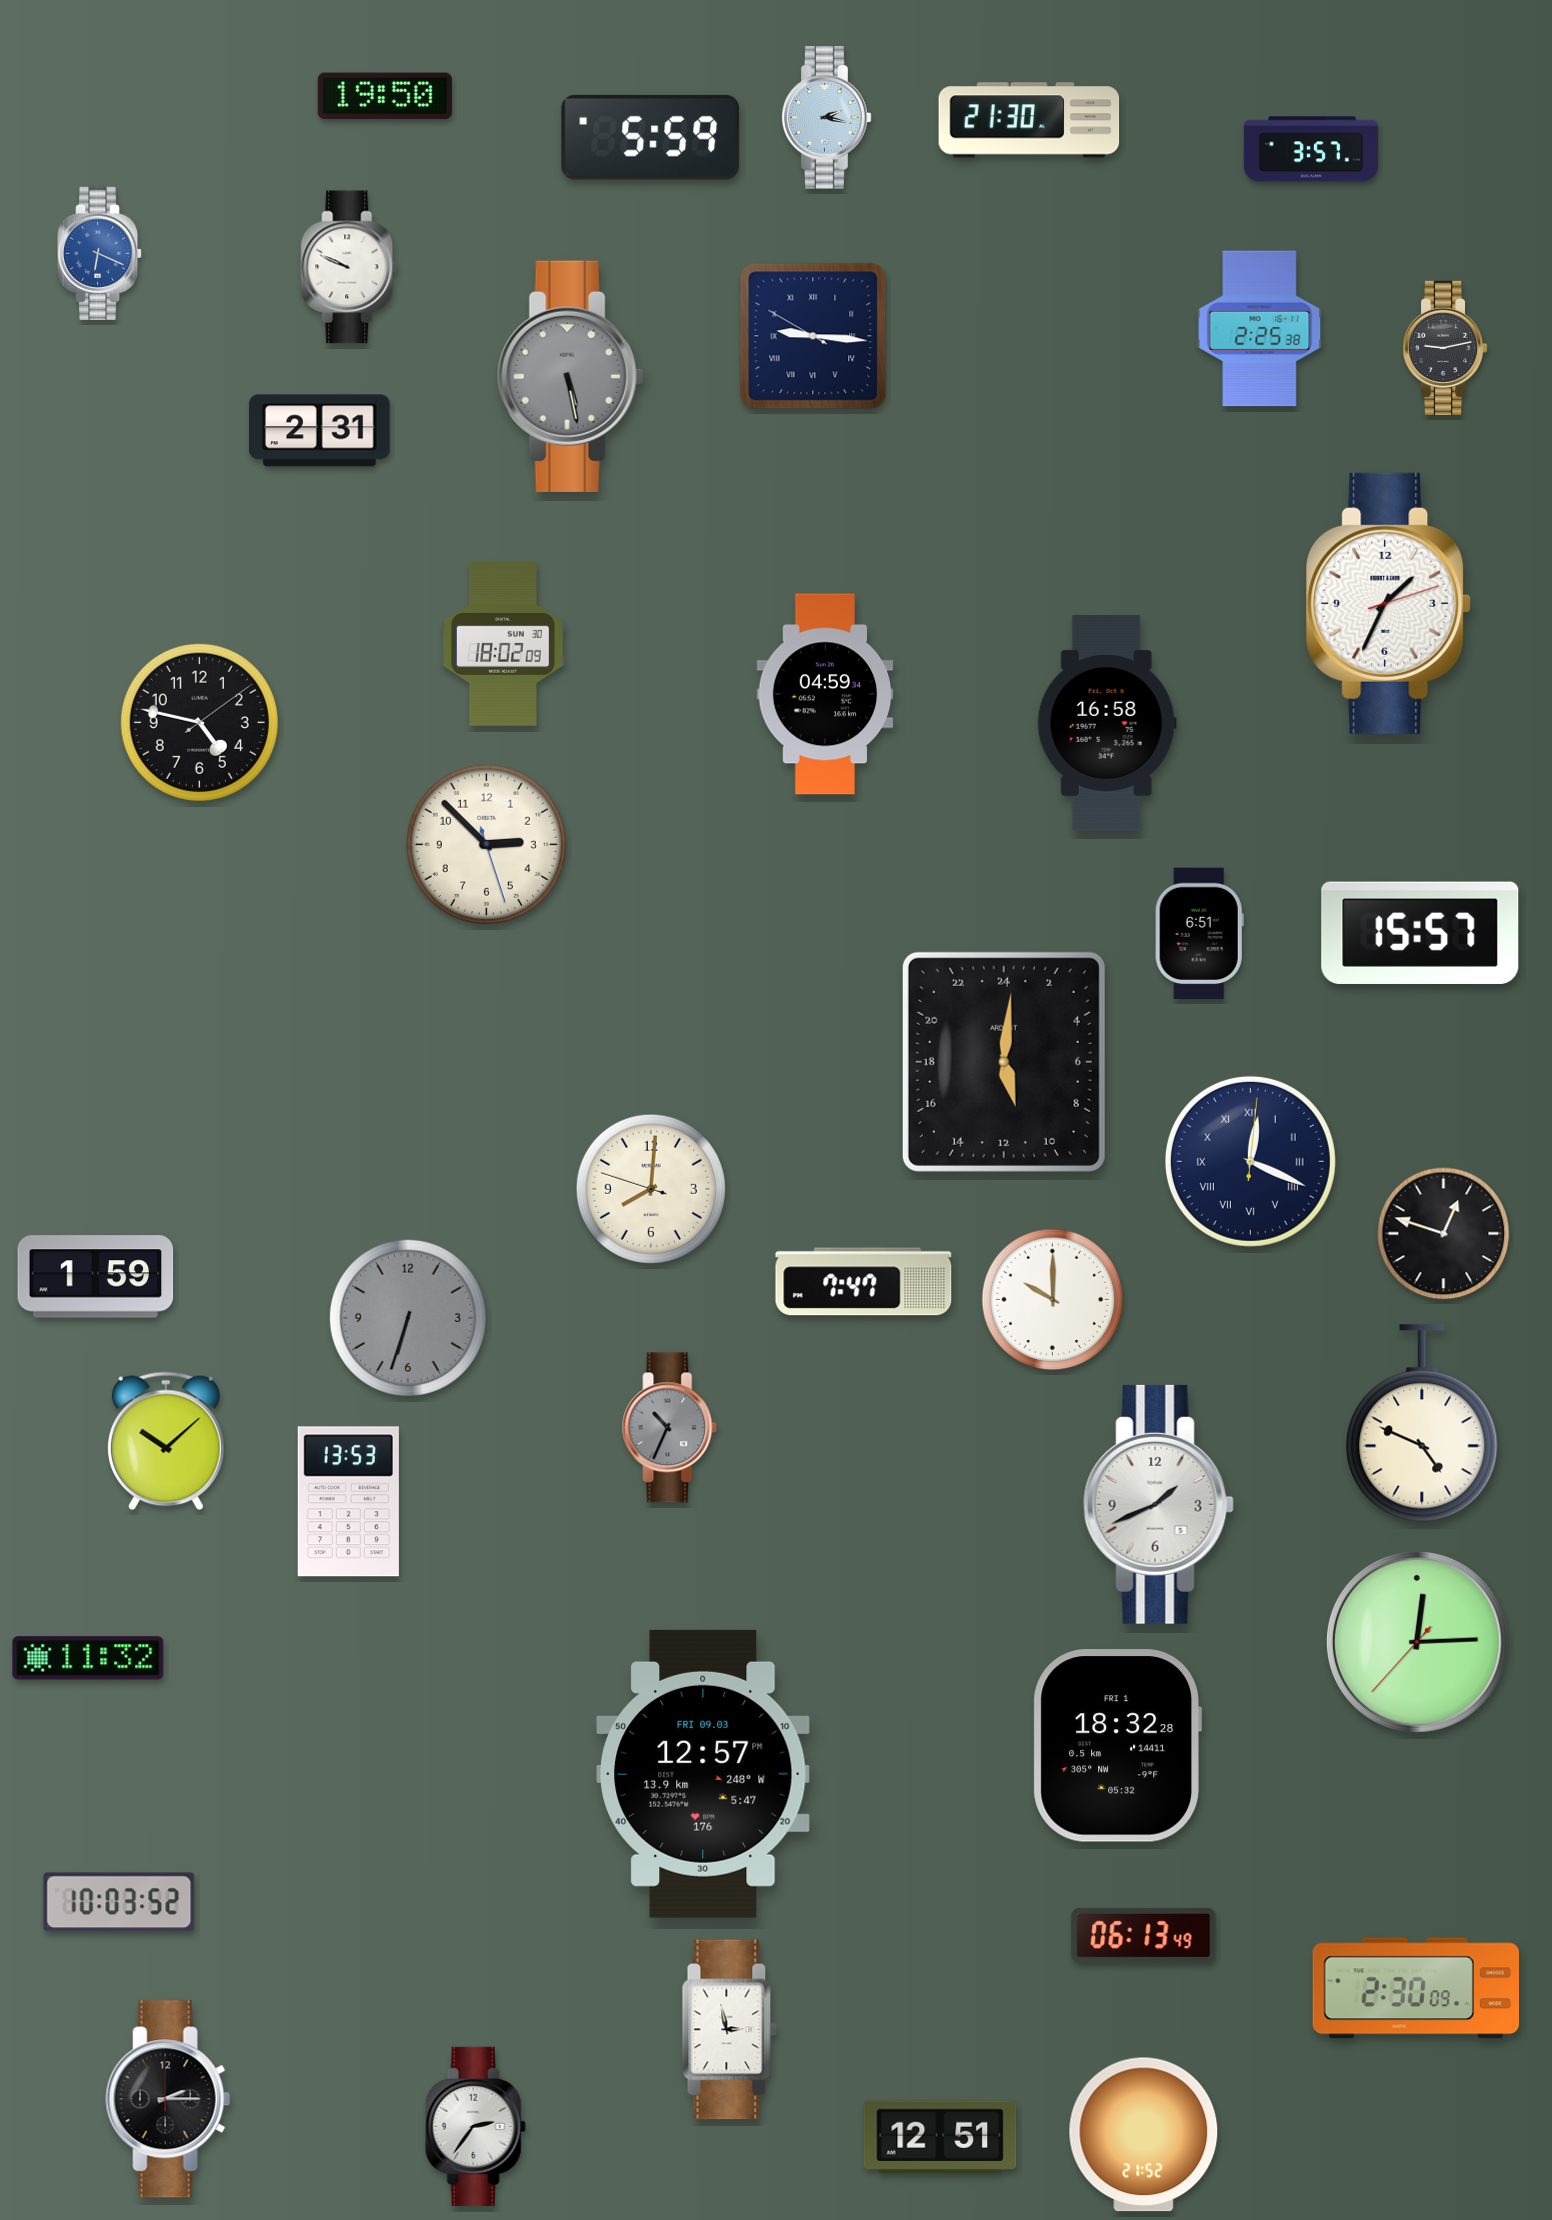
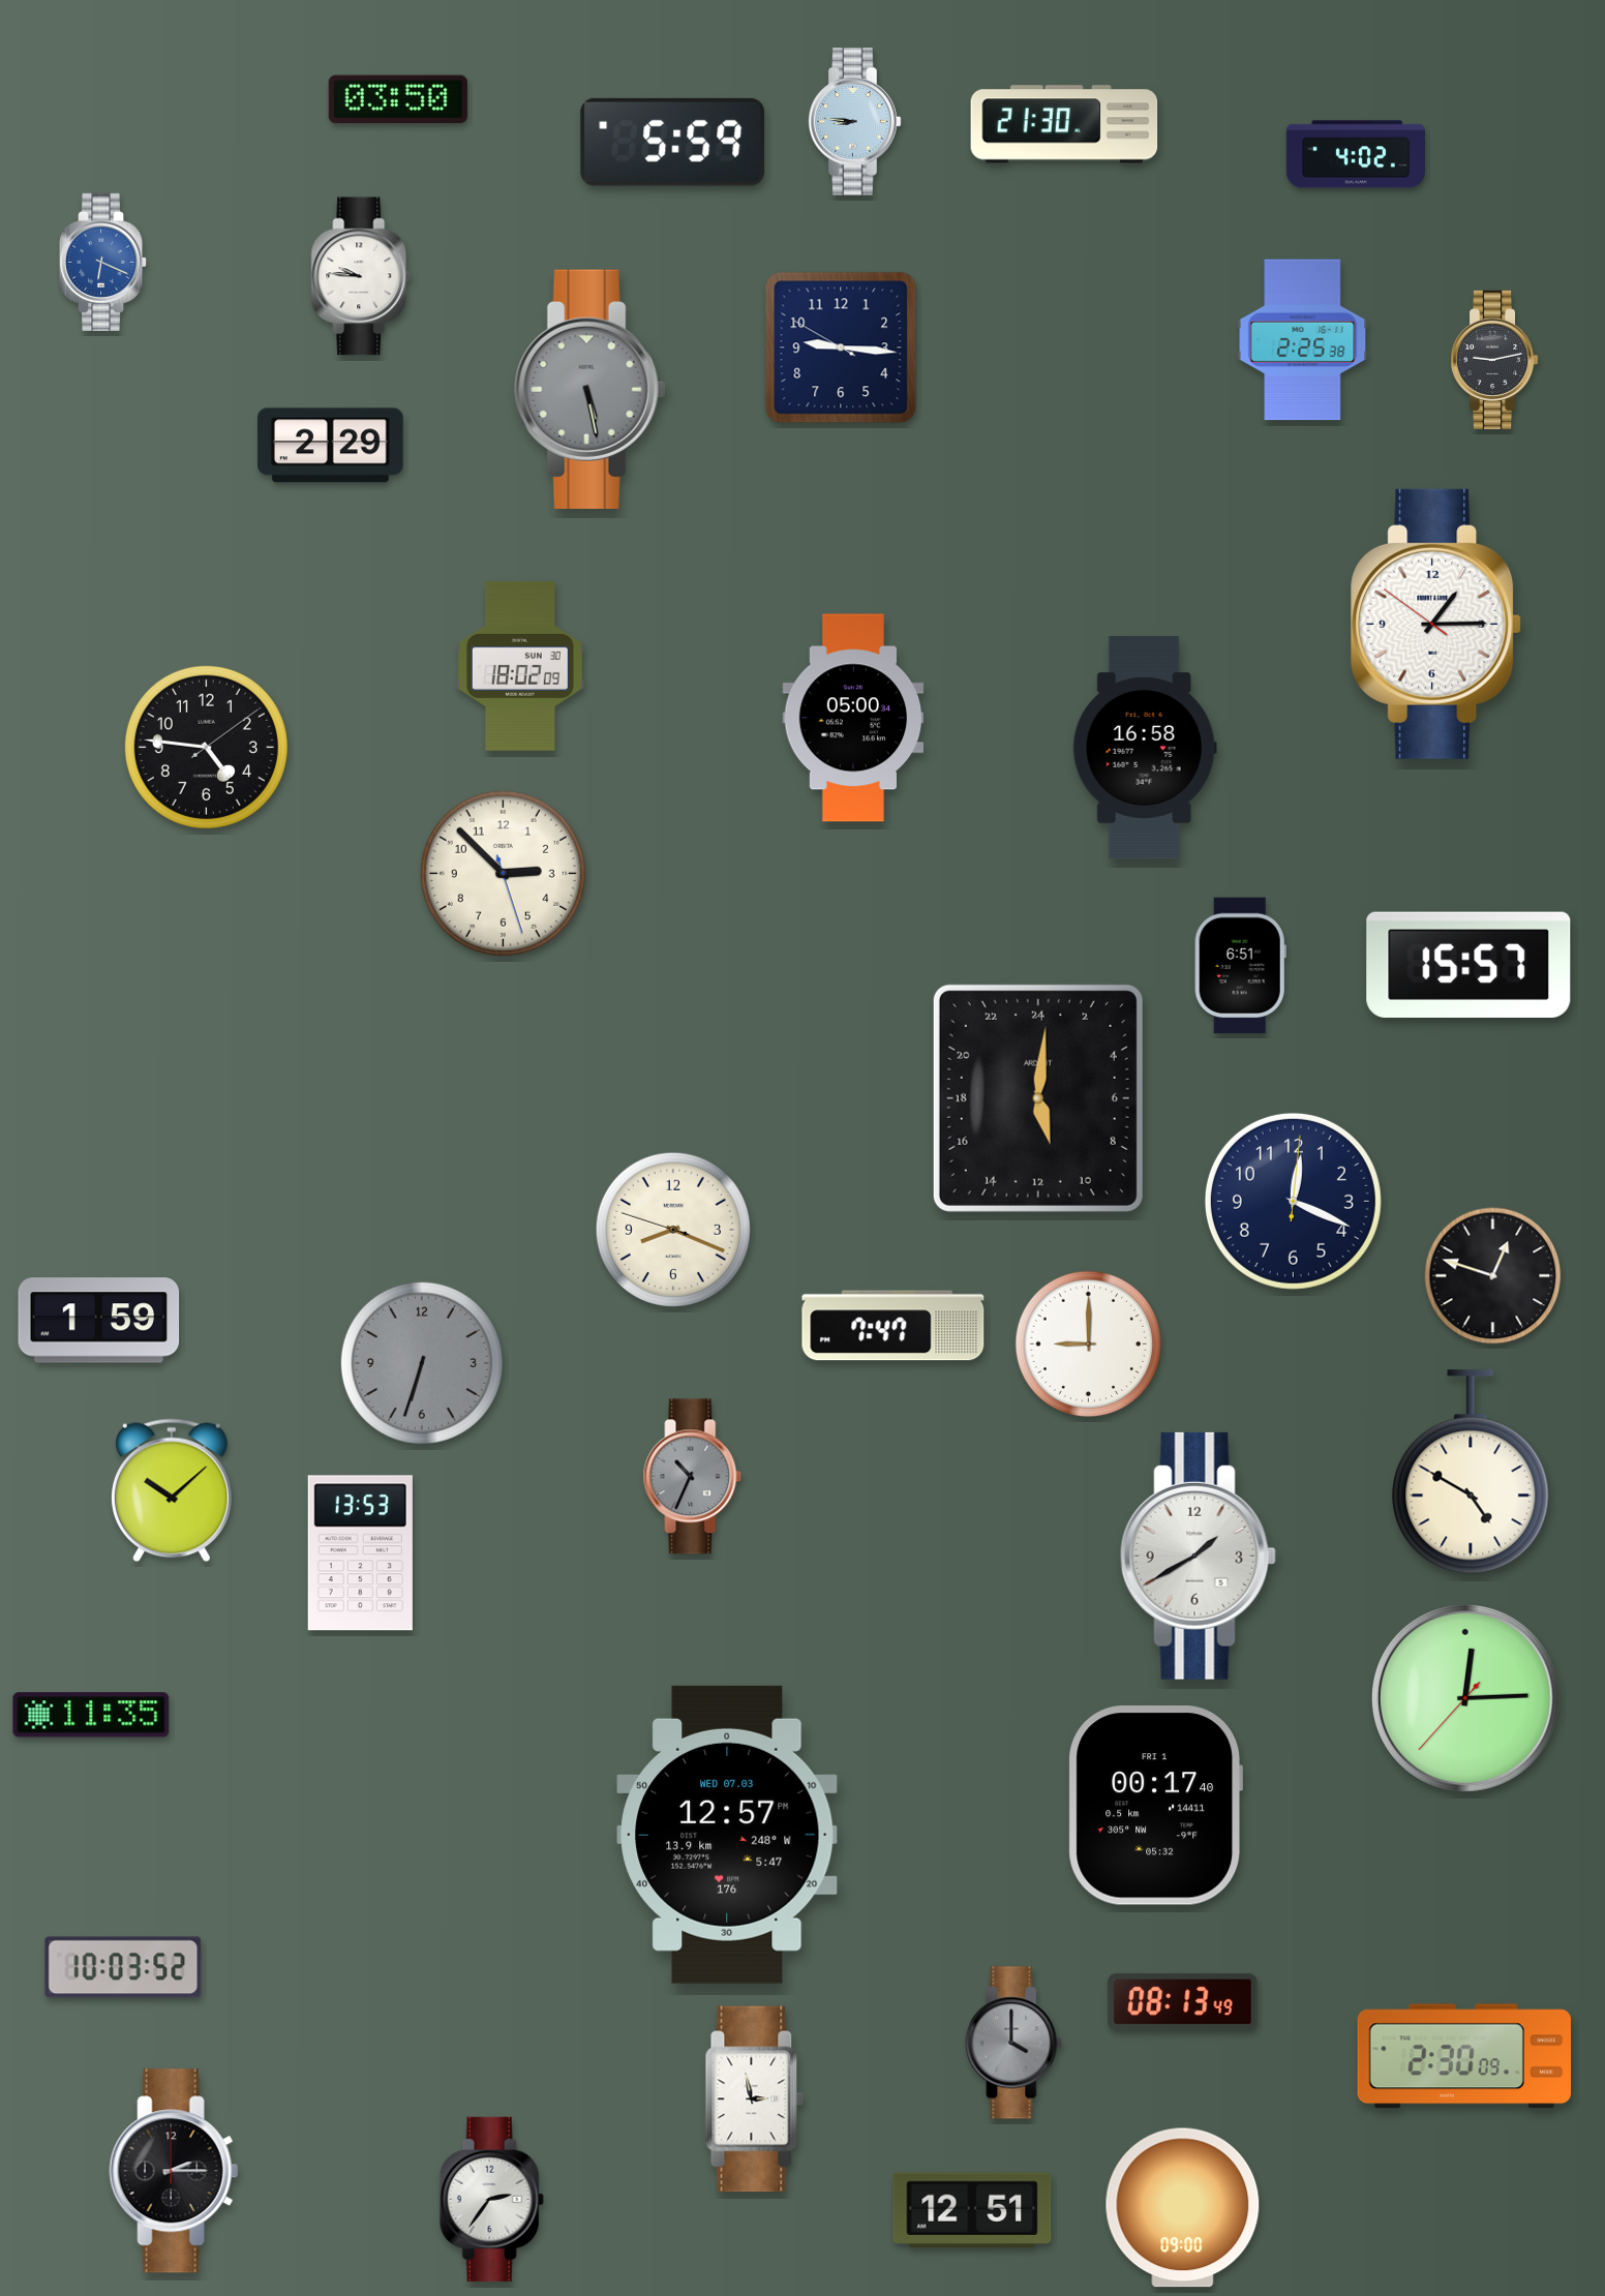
clock at (385, 96): 19:50 -> 03:50
clock at (827, 118): 2:17 -> 8:46
clock at (1311, 149): 3:57 -> 4:02
clock at (349, 267): 9:49 -> 9:46
clock at (813, 336) numerals: Roman -> Arabic
clock at (320, 431): 2:31 -> 2:29
clock at (1389, 603): 1:34 -> 1:14
clock at (825, 694): 04:59 -> 05:00
clock at (199, 722): 4:47 -> 4:46
clock at (1250, 1161) numerals: Roman -> Arabic
clock at (651, 1189): 8:00 -> 8:18
clock at (1053, 1300): 10:00 -> 9:00
clock at (1422, 1423): 4:49 -> 4:50
clock at (1158, 1504): 1:41 -> 1:40
clock at (88, 1658): 11:32 -> 11:35
clock at (1117, 1746): 18:32 -> 00:17
clock at (703, 1774) date: FRI 09.03 -> WED 07.03
clock at (1144, 1935): 06:13 -> 08:13
clock at (1013, 2043): none -> 4:00
clock at (1144, 2135): 21:52 -> 09:00
